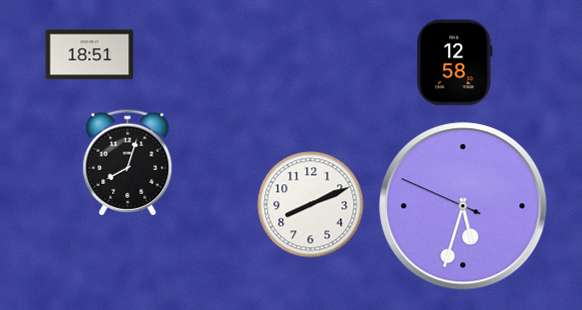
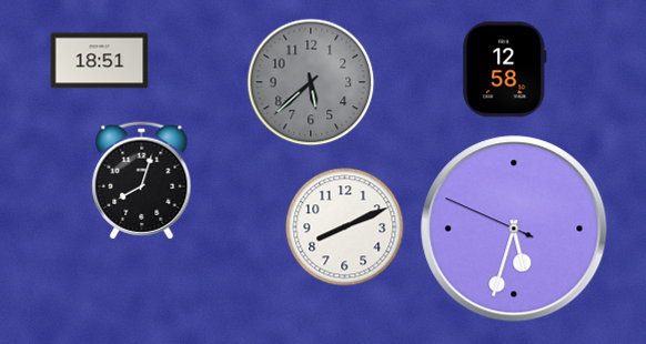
clock at (311, 82): none -> 5:38
